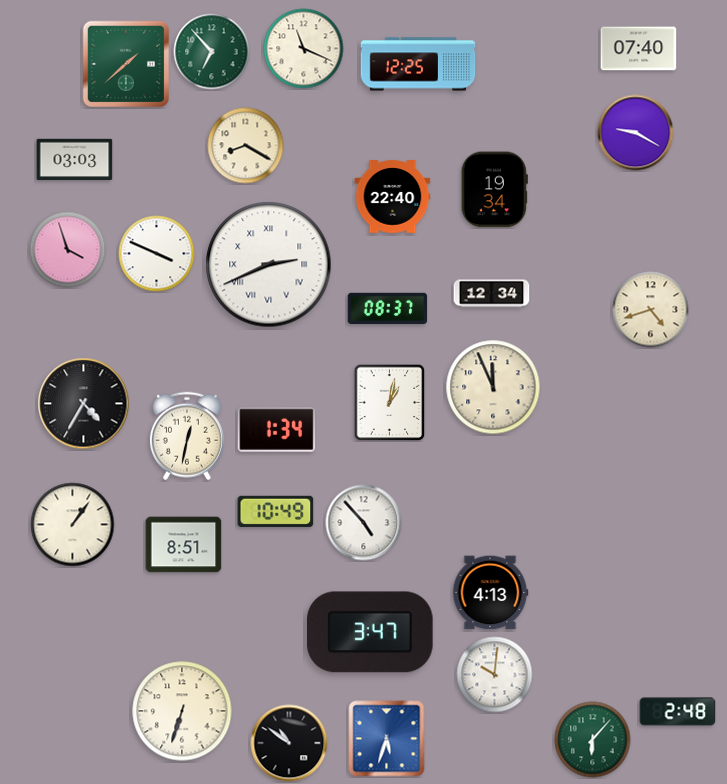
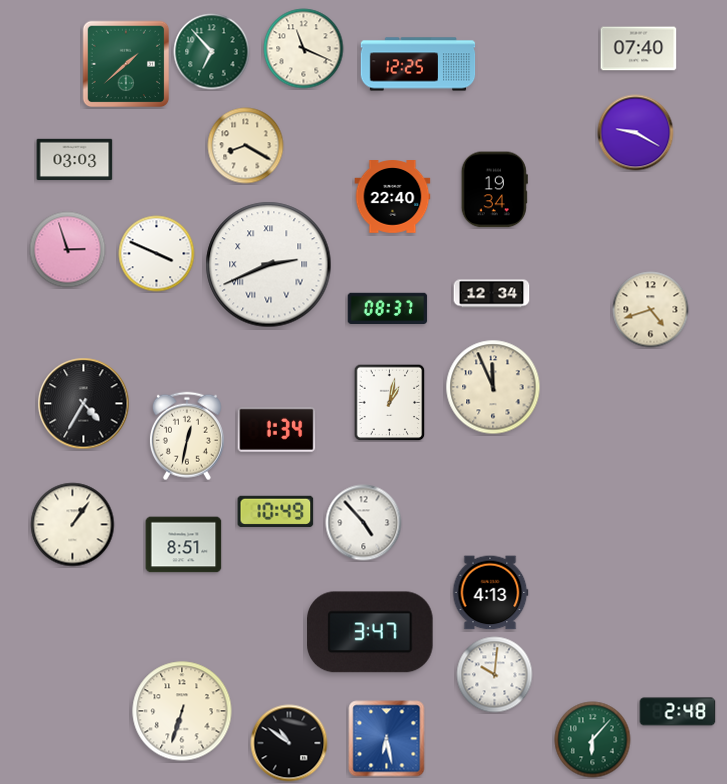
clock at (68, 250): 3:57 -> 2:57
clock at (387, 739): 5:33 -> 6:28
